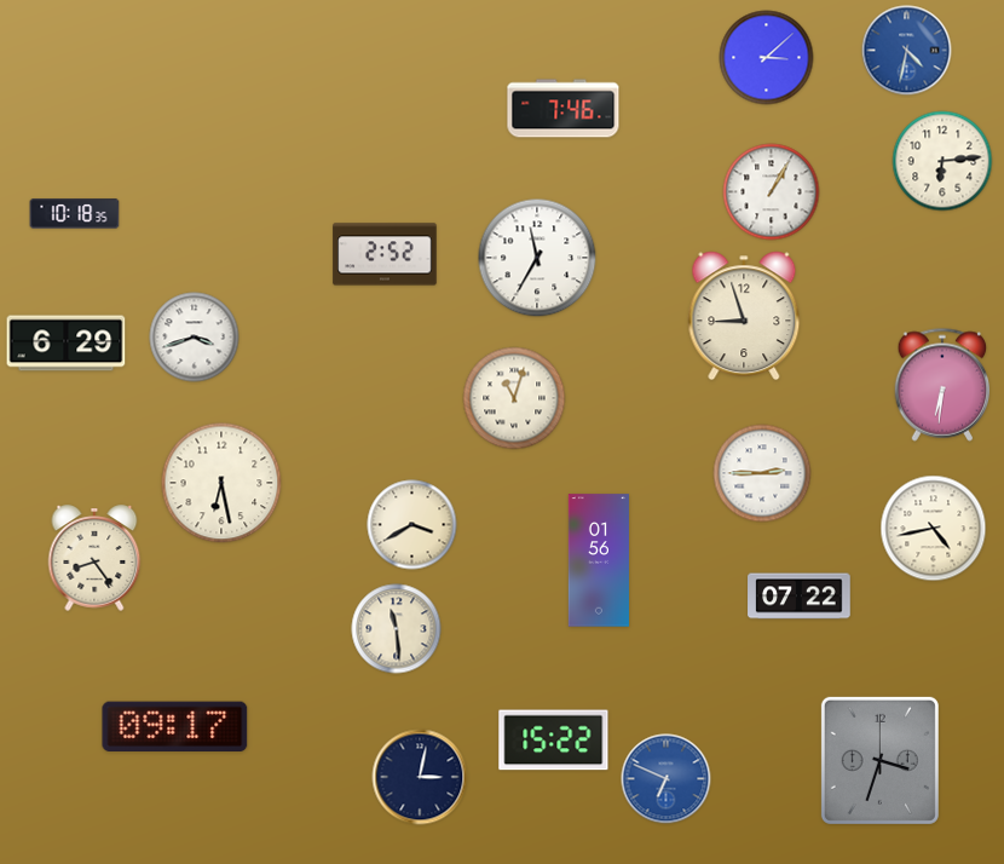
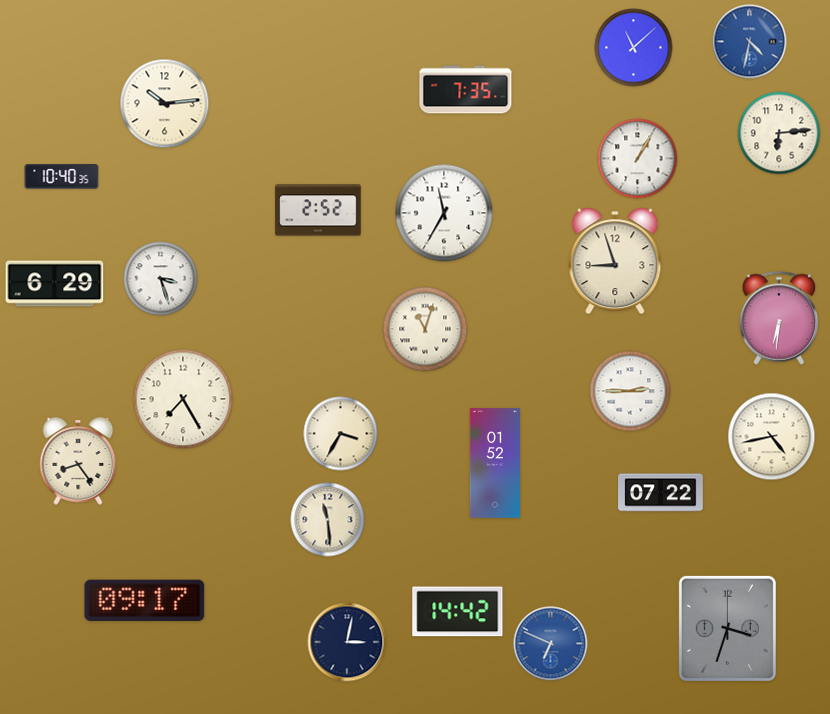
clock at (767, 58): 3:08 -> 11:08
clock at (564, 109): 7:46 -> 7:35
clock at (165, 104): none -> 10:14
clock at (75, 214): 10:18 -> 10:40
clock at (195, 338): 3:42 -> 3:27
clock at (221, 483): 6:28 -> 7:25
clock at (412, 525): 3:40 -> 3:35
clock at (599, 560): 01:56 -> 01:52
clock at (554, 741): 15:22 -> 14:42
